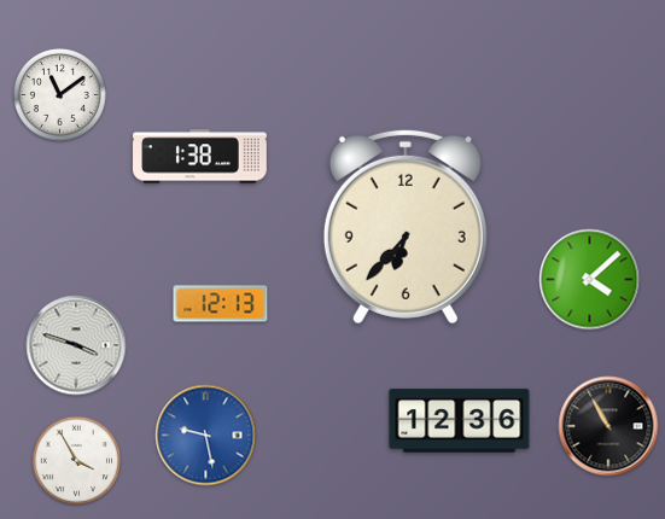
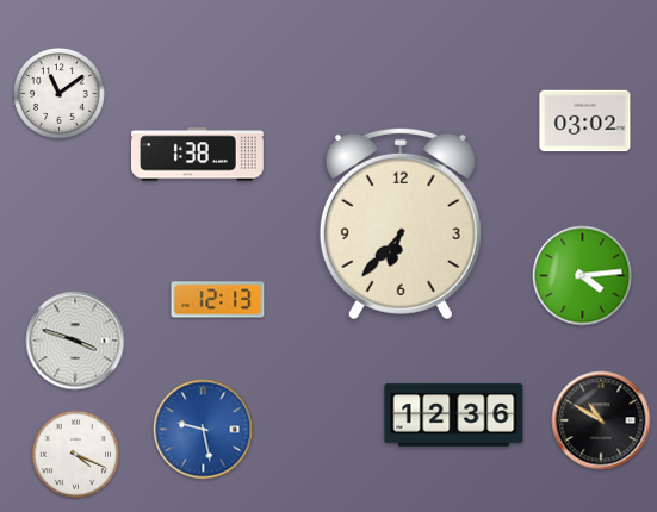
clock at (585, 121): none -> 03:02
clock at (590, 280): 4:08 -> 4:14
clock at (608, 426): 10:55 -> 10:50
clock at (77, 461): 3:55 -> 4:19
